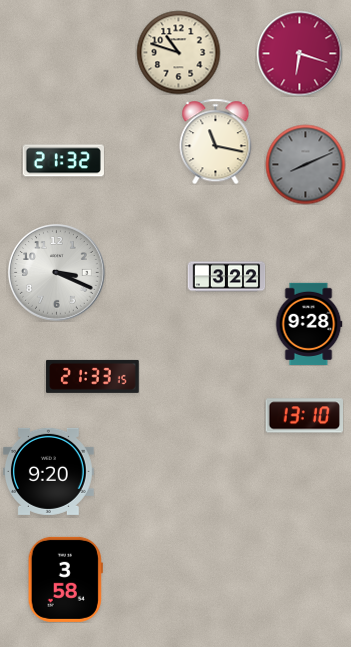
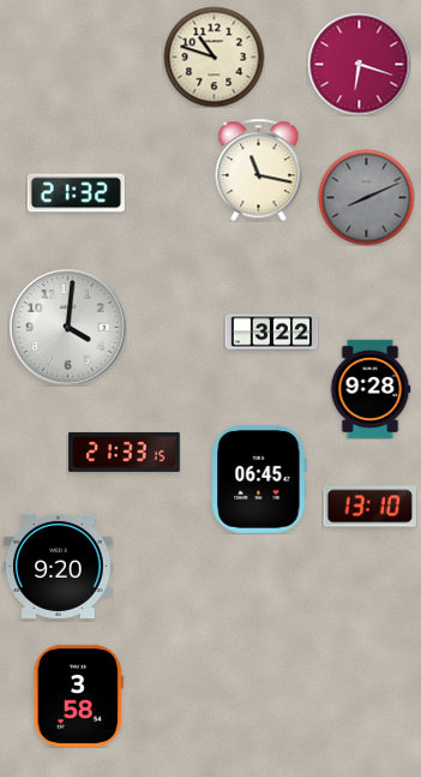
clock at (178, 52) position: (178, 52) -> (213, 56)
clock at (57, 273): 3:19 -> 4:01
clock at (93, 376) position: (93, 376) -> (125, 452)
clock at (259, 479): none -> 06:45
clock at (304, 416) position: (304, 416) -> (369, 507)
